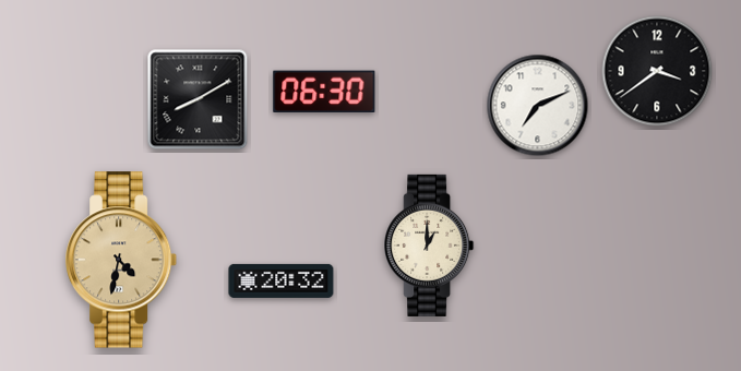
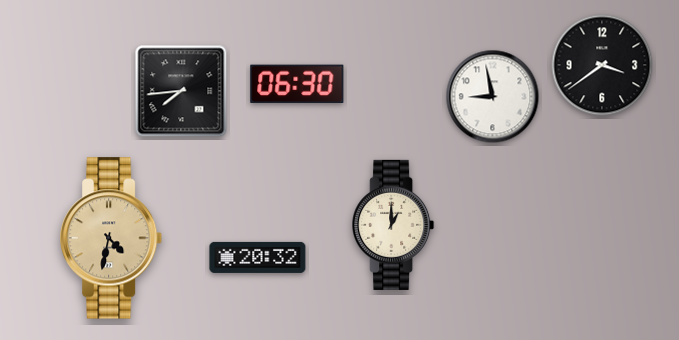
clock at (198, 99): 8:10 -> 7:44
clock at (538, 106): 7:11 -> 8:58
